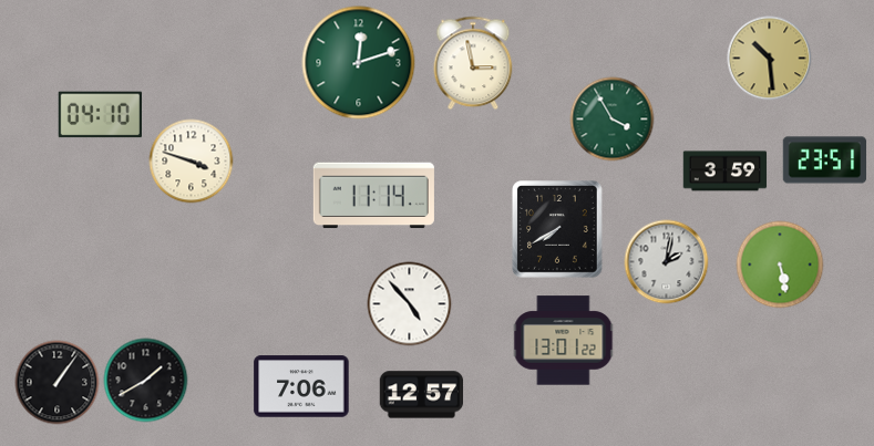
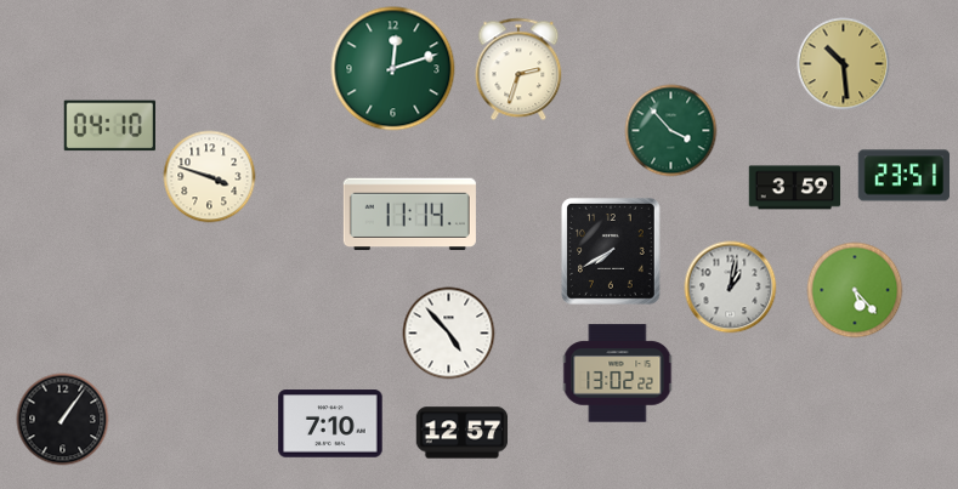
clock at (473, 63): 2:58 -> 2:33
clock at (613, 120): 3:55 -> 3:53
clock at (667, 262): 2:02 -> 1:02
clock at (780, 265): 5:28 -> 5:23
clock at (564, 341): 13:01 -> 13:02
clock at (146, 381): 1:40 -> none
clock at (301, 386): 7:06 -> 7:10
